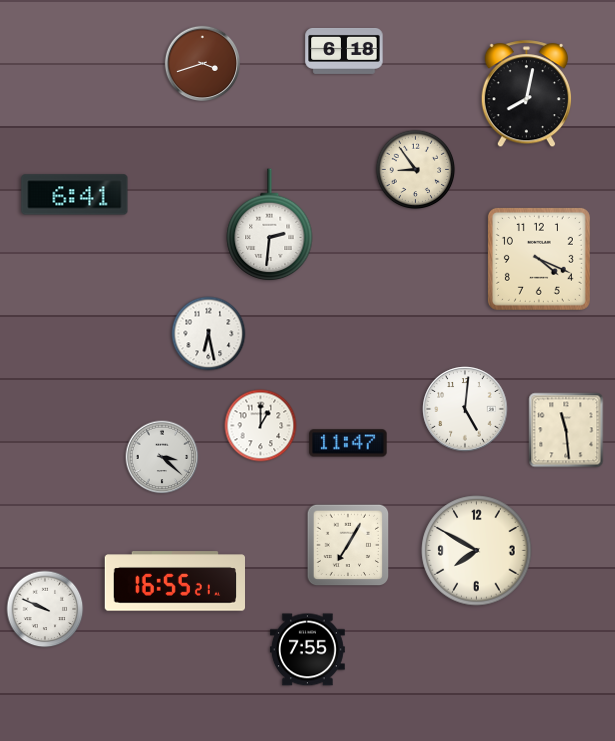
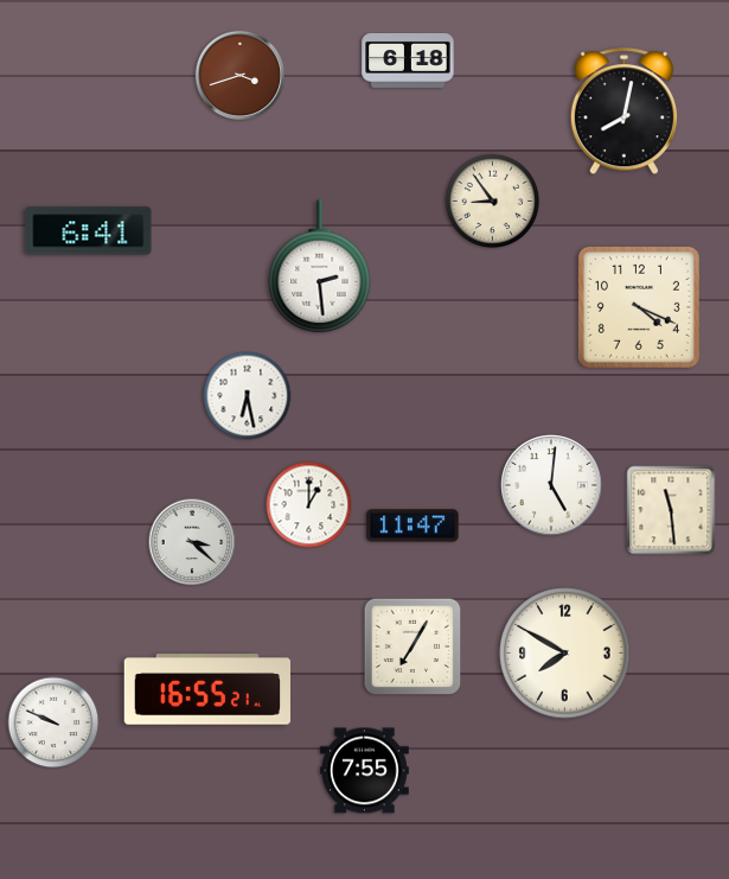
clock at (270, 225): 2:31 -> 2:29
